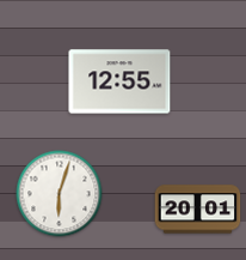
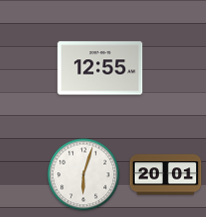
clock at (60, 194) position: (60, 194) -> (84, 175)
